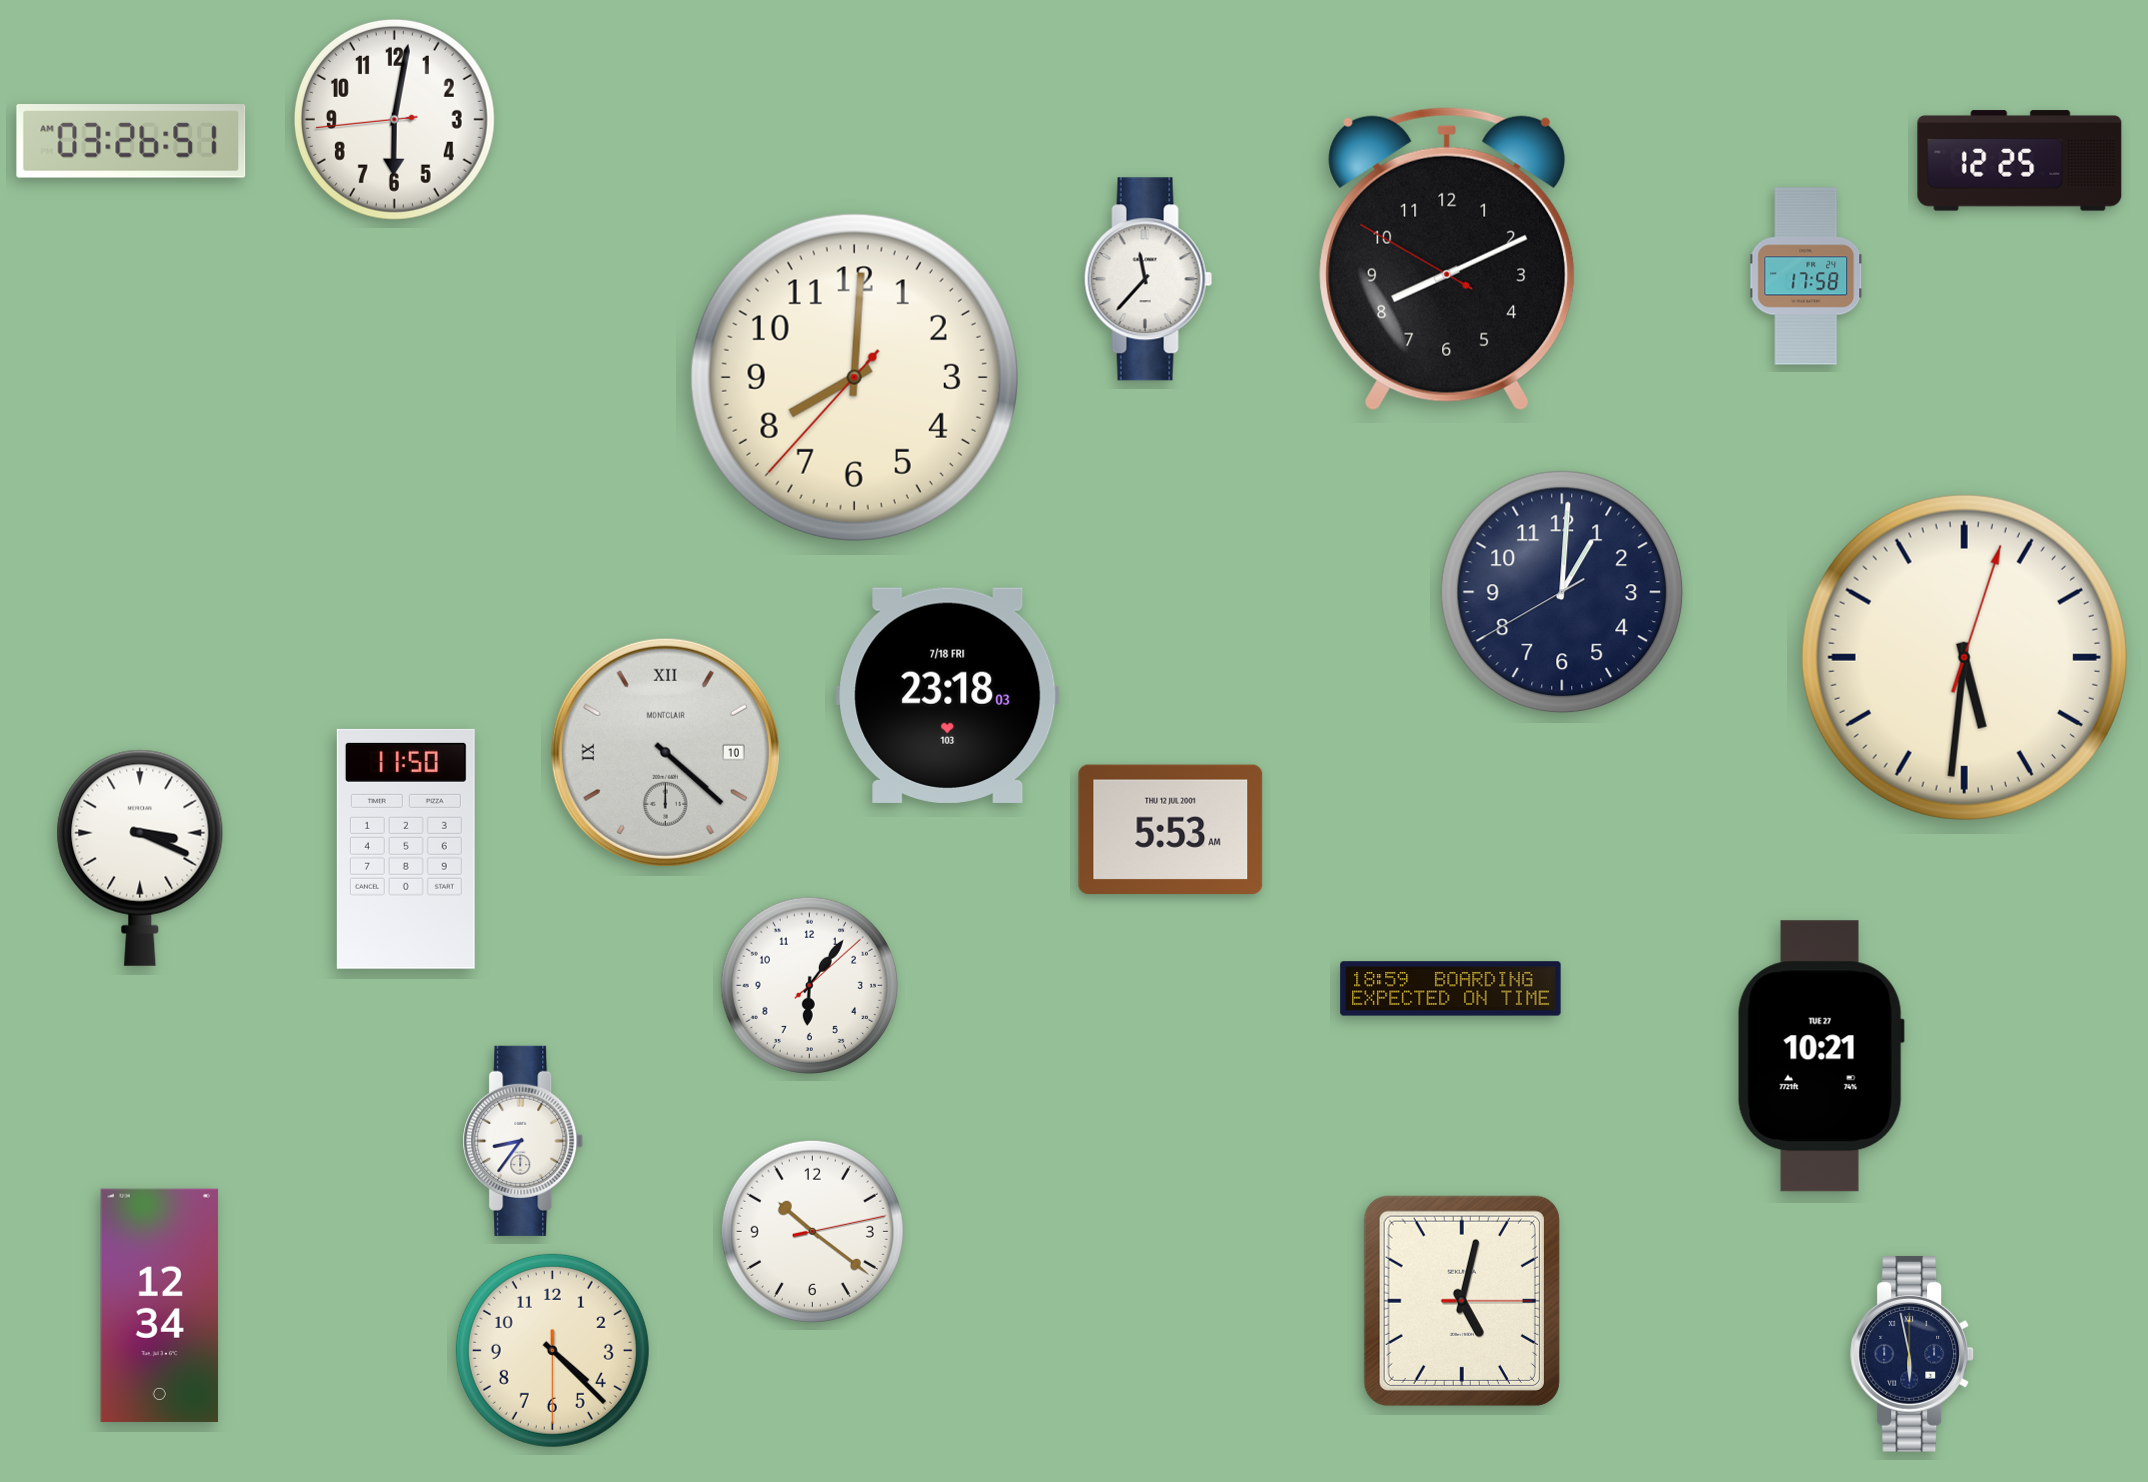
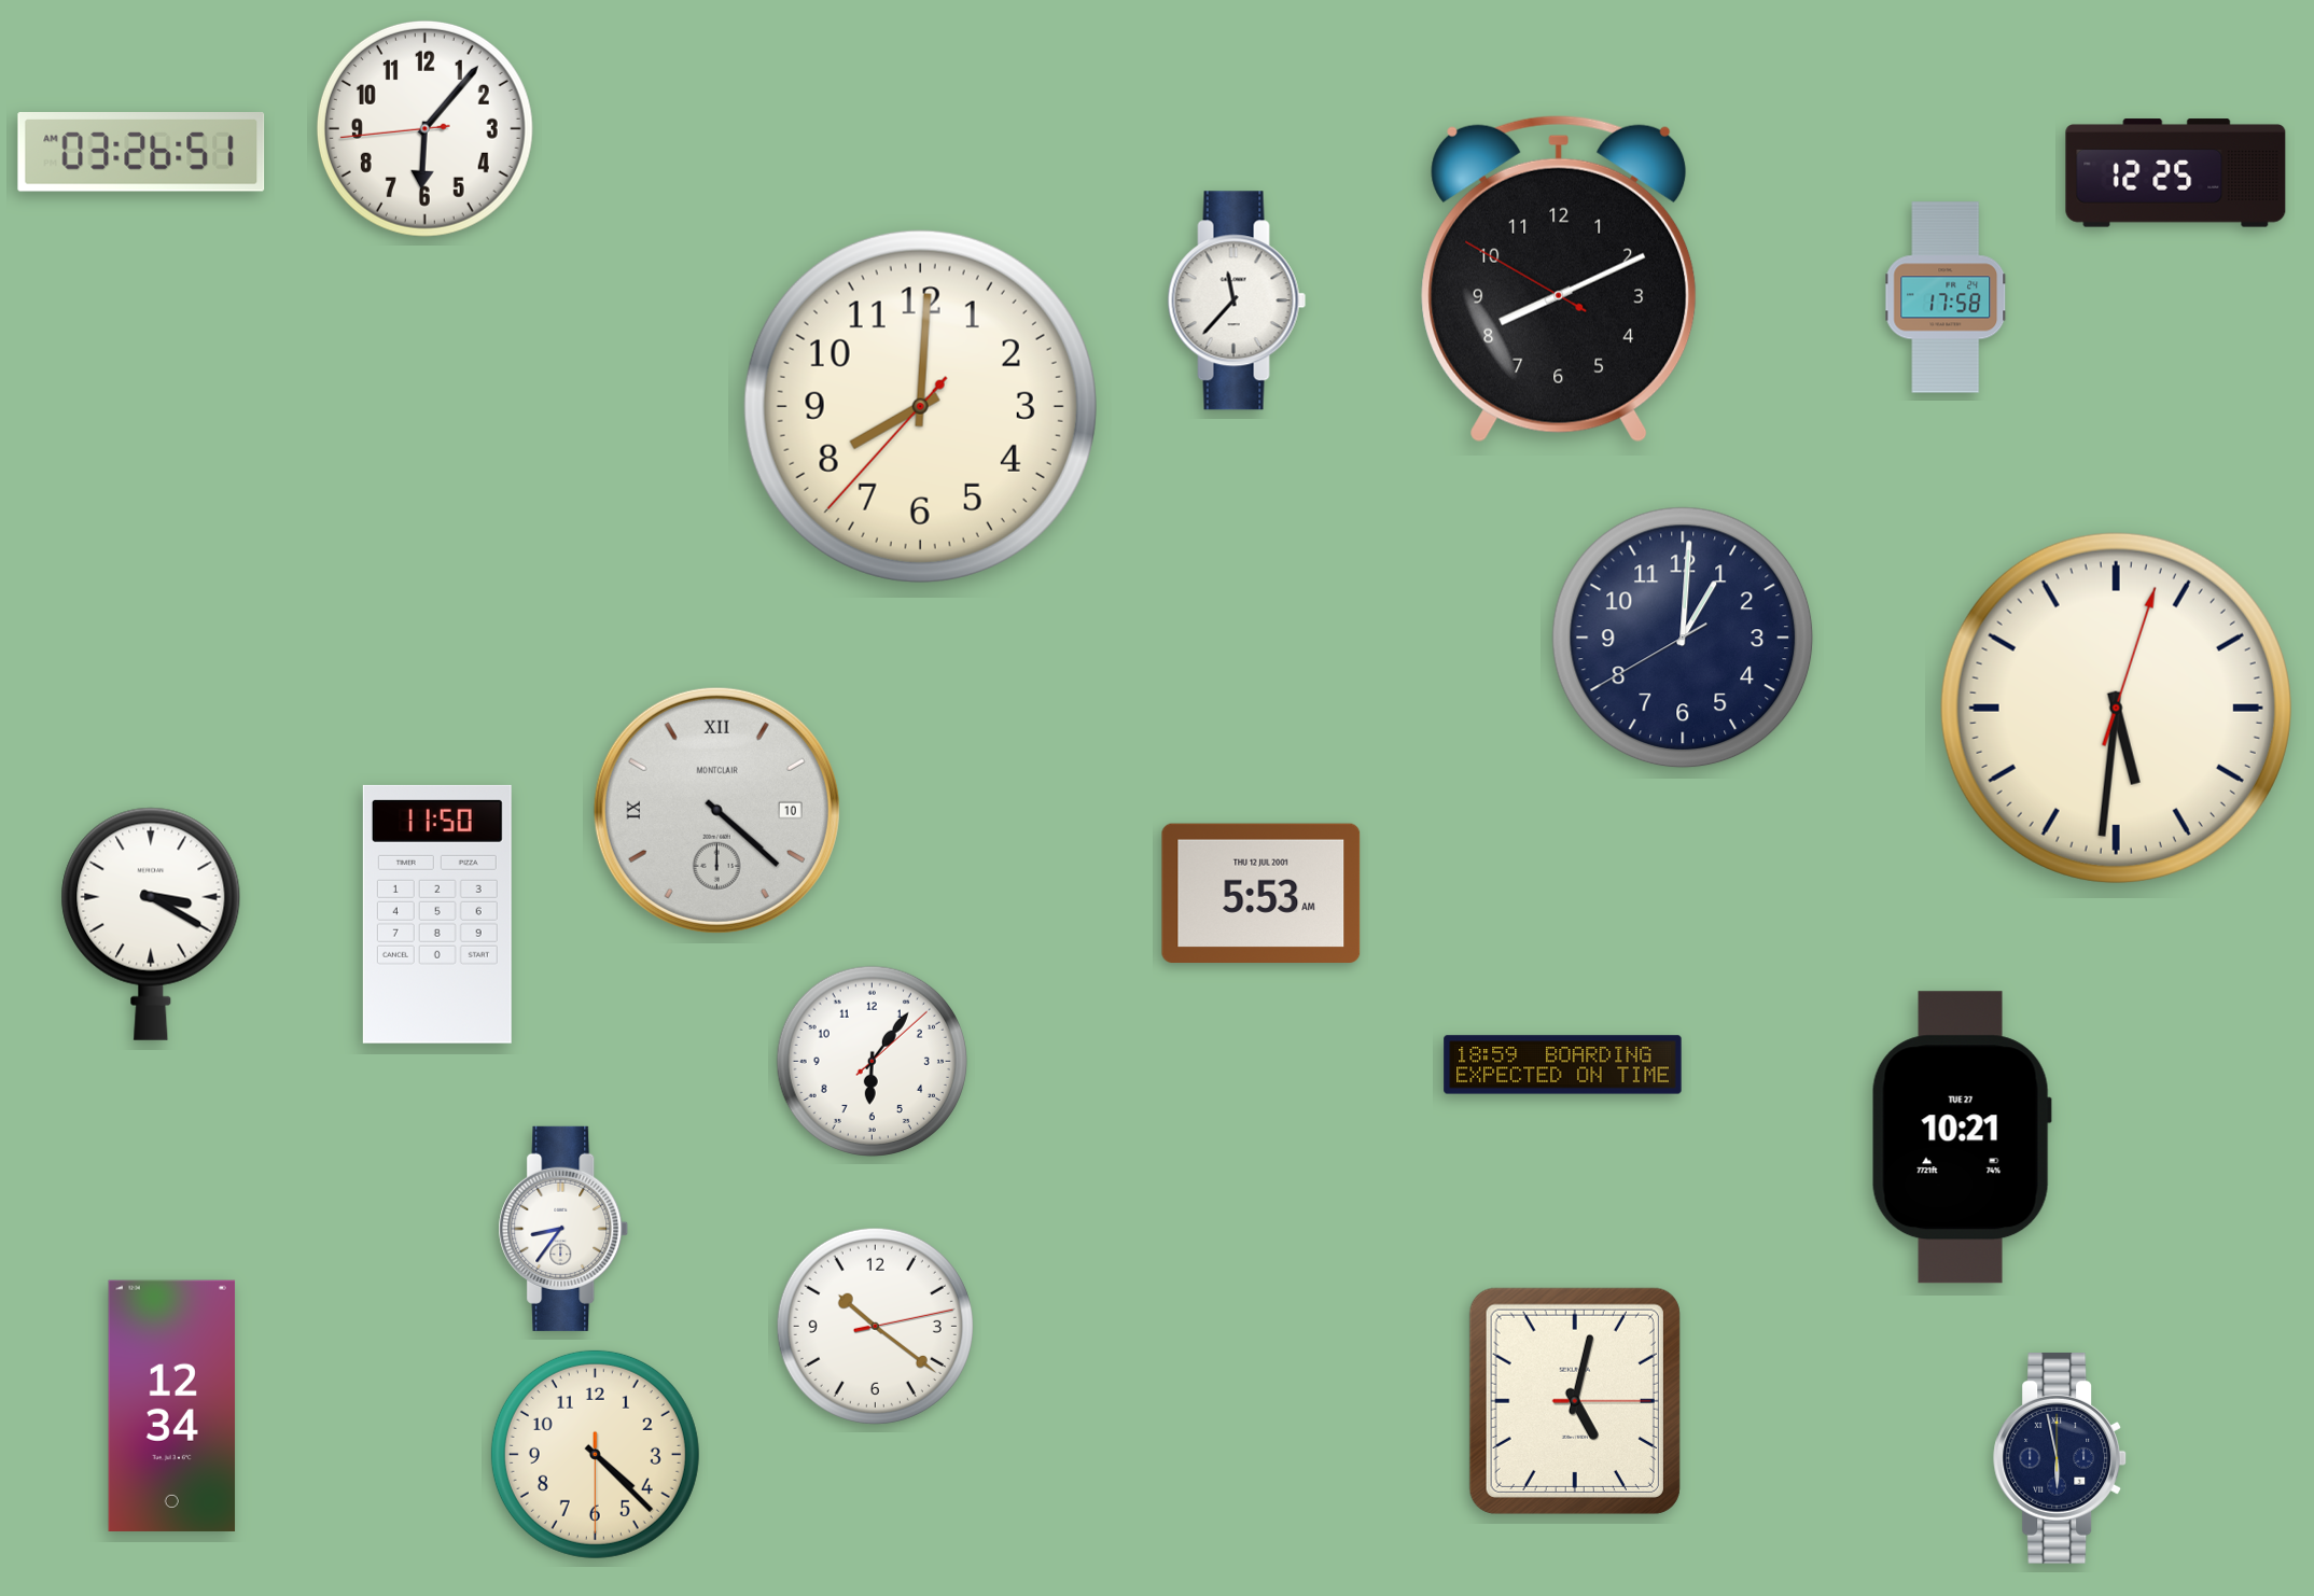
clock at (394, 119): 6:01 -> 6:06
clock at (948, 695): 23:18 -> none
clock at (140, 858): 3:19 -> 3:20
